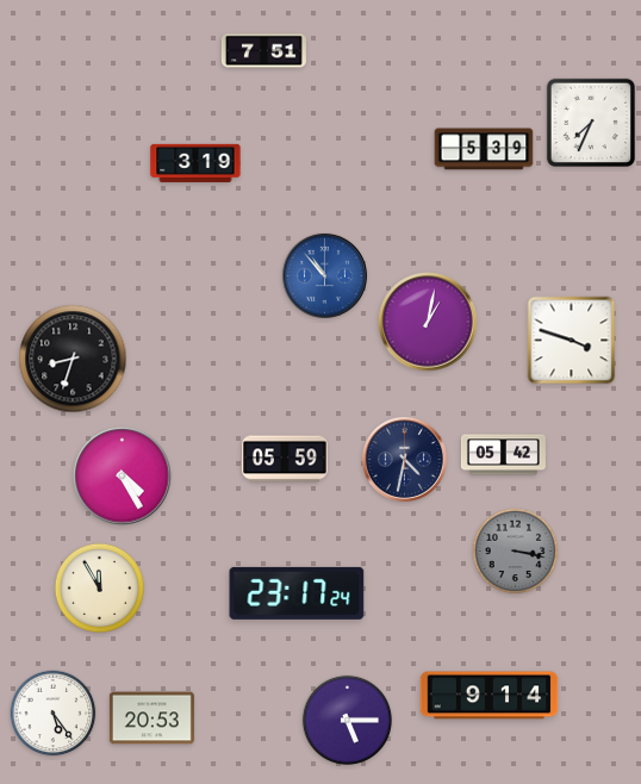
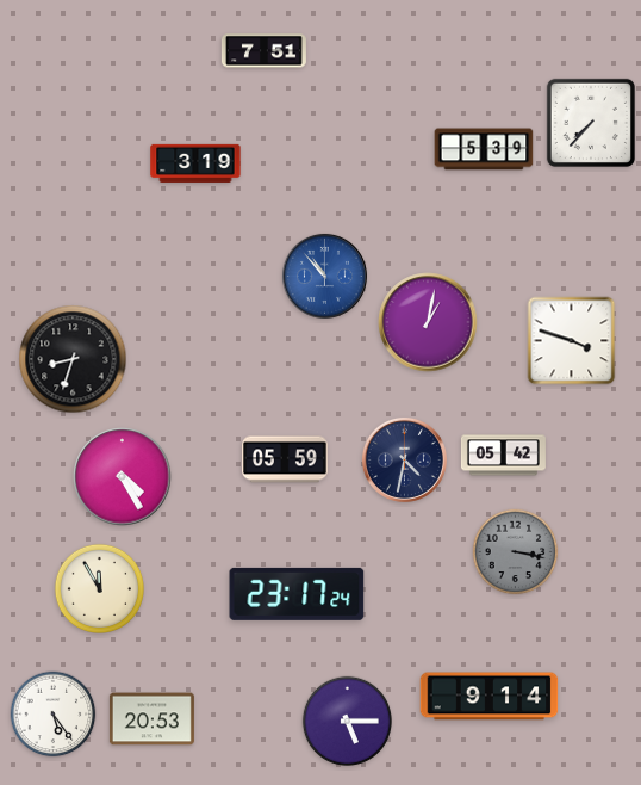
clock at (591, 123): 7:34 -> 7:37
